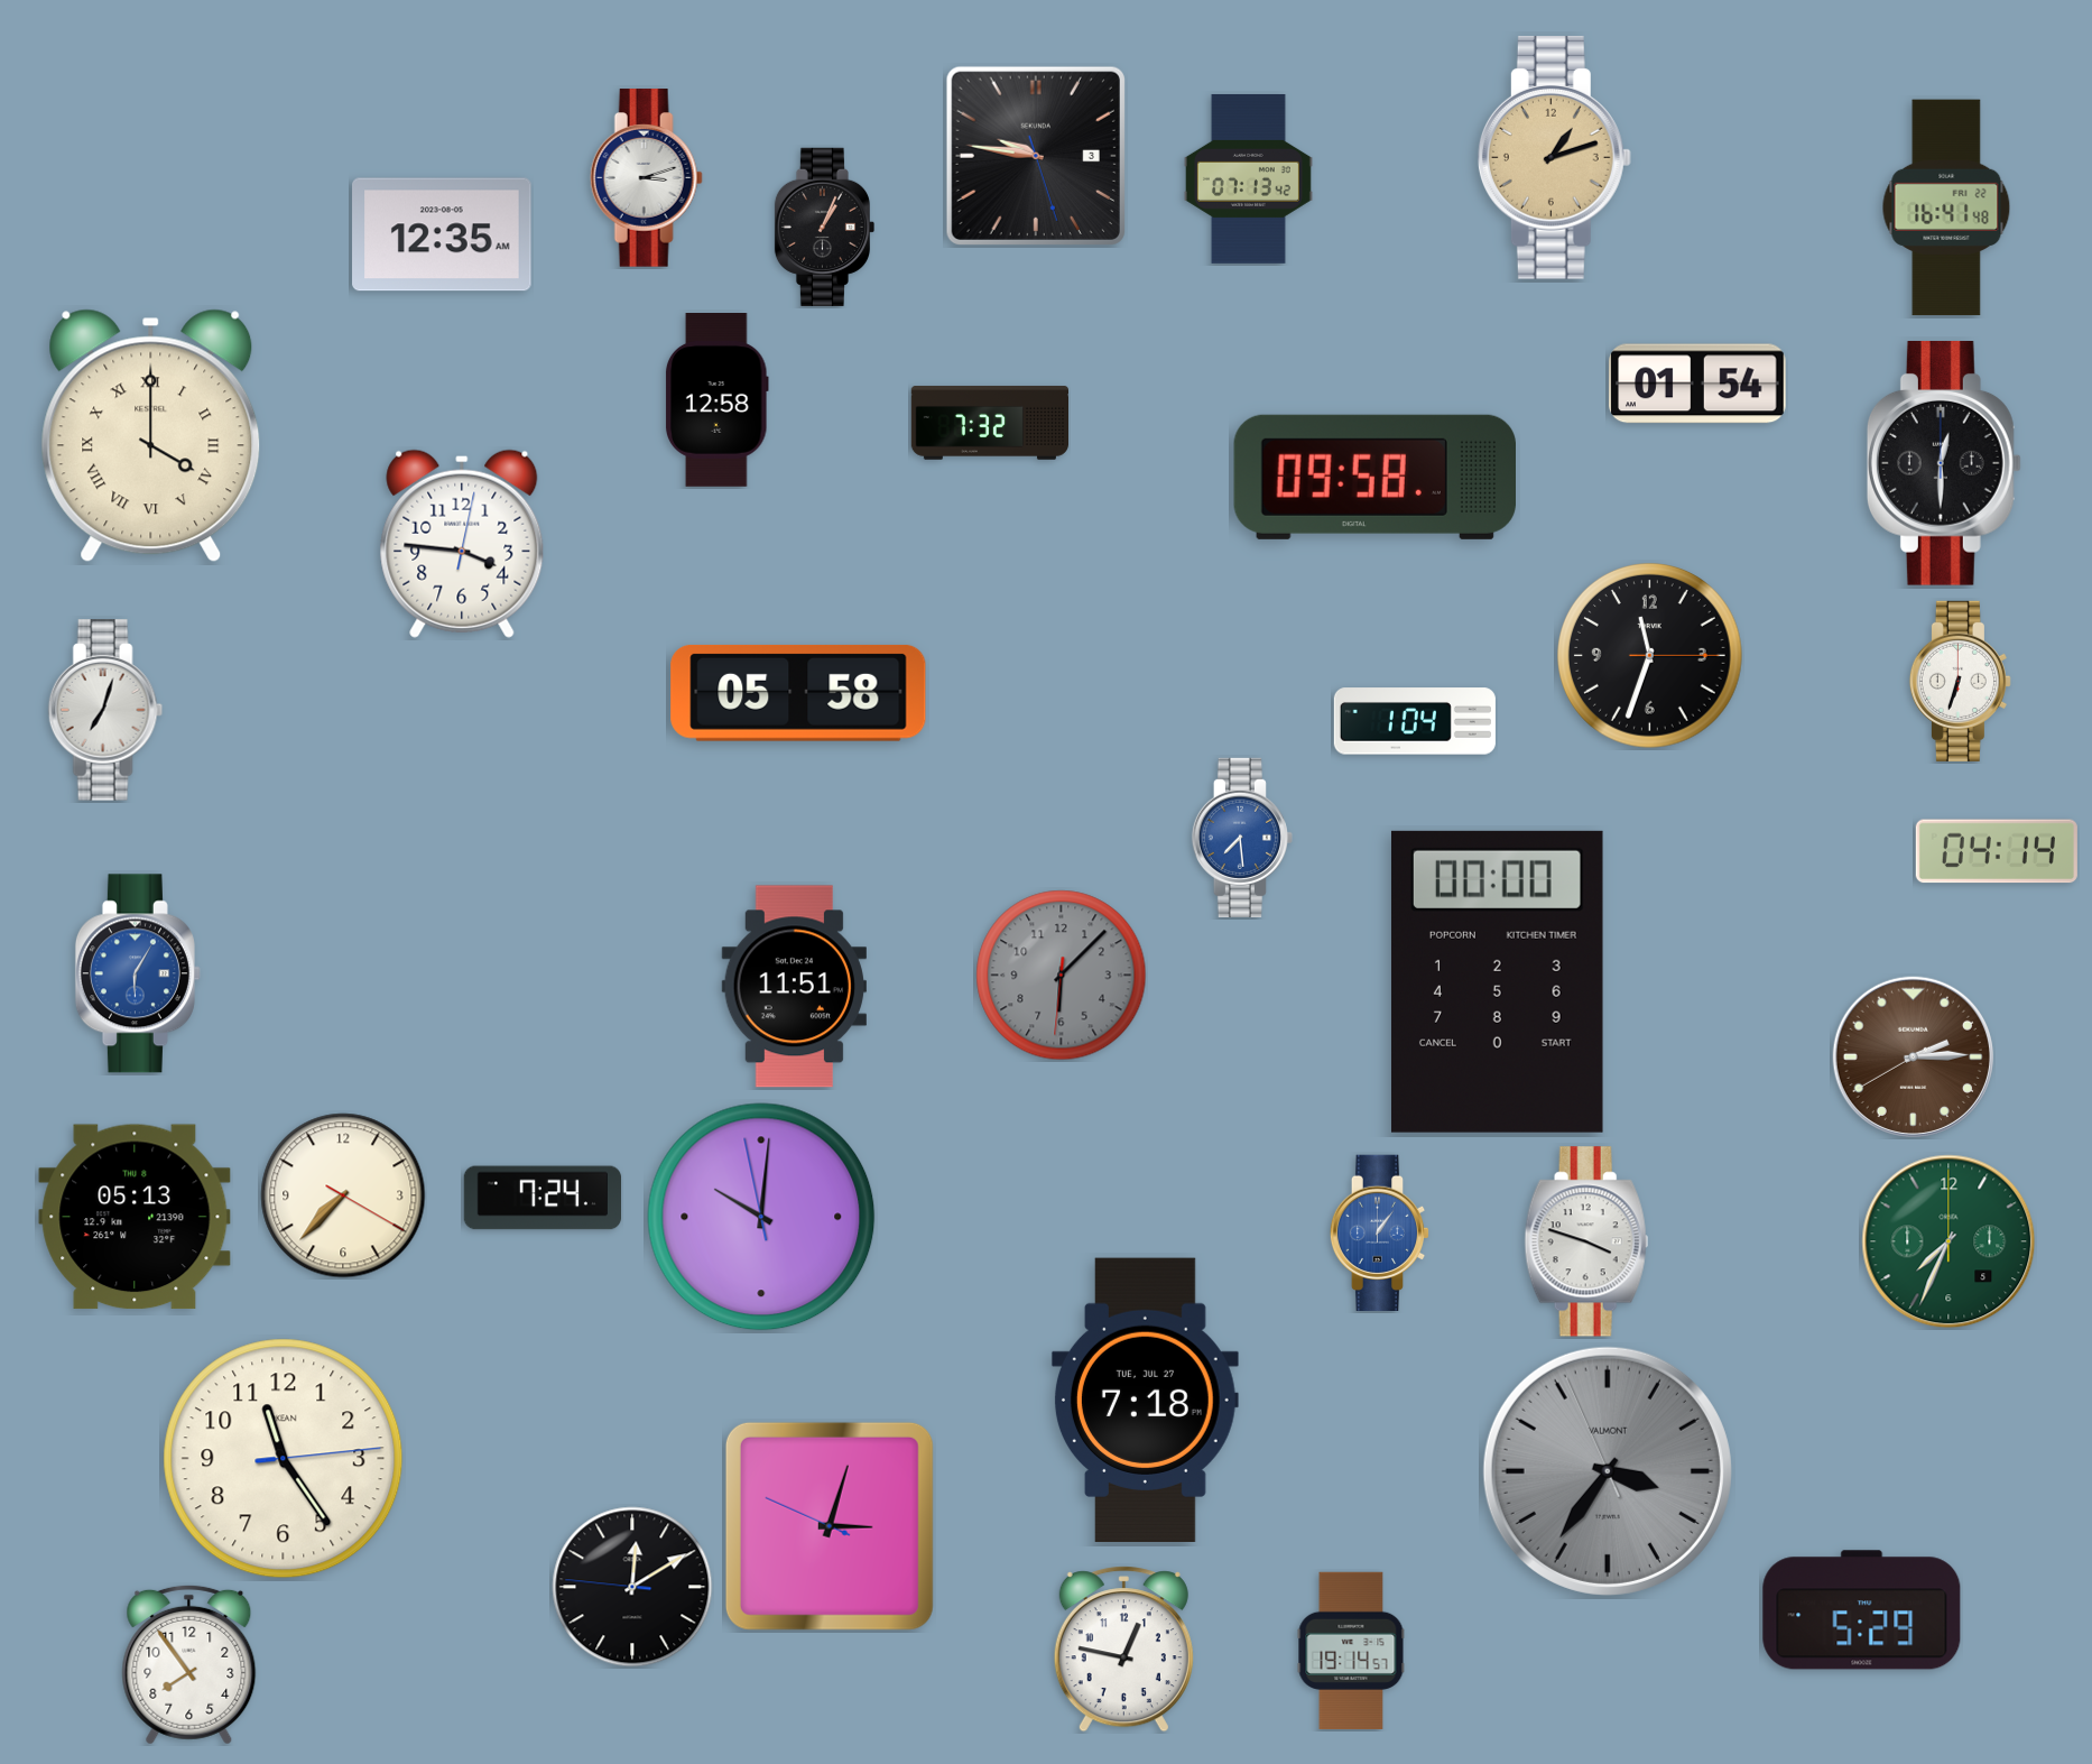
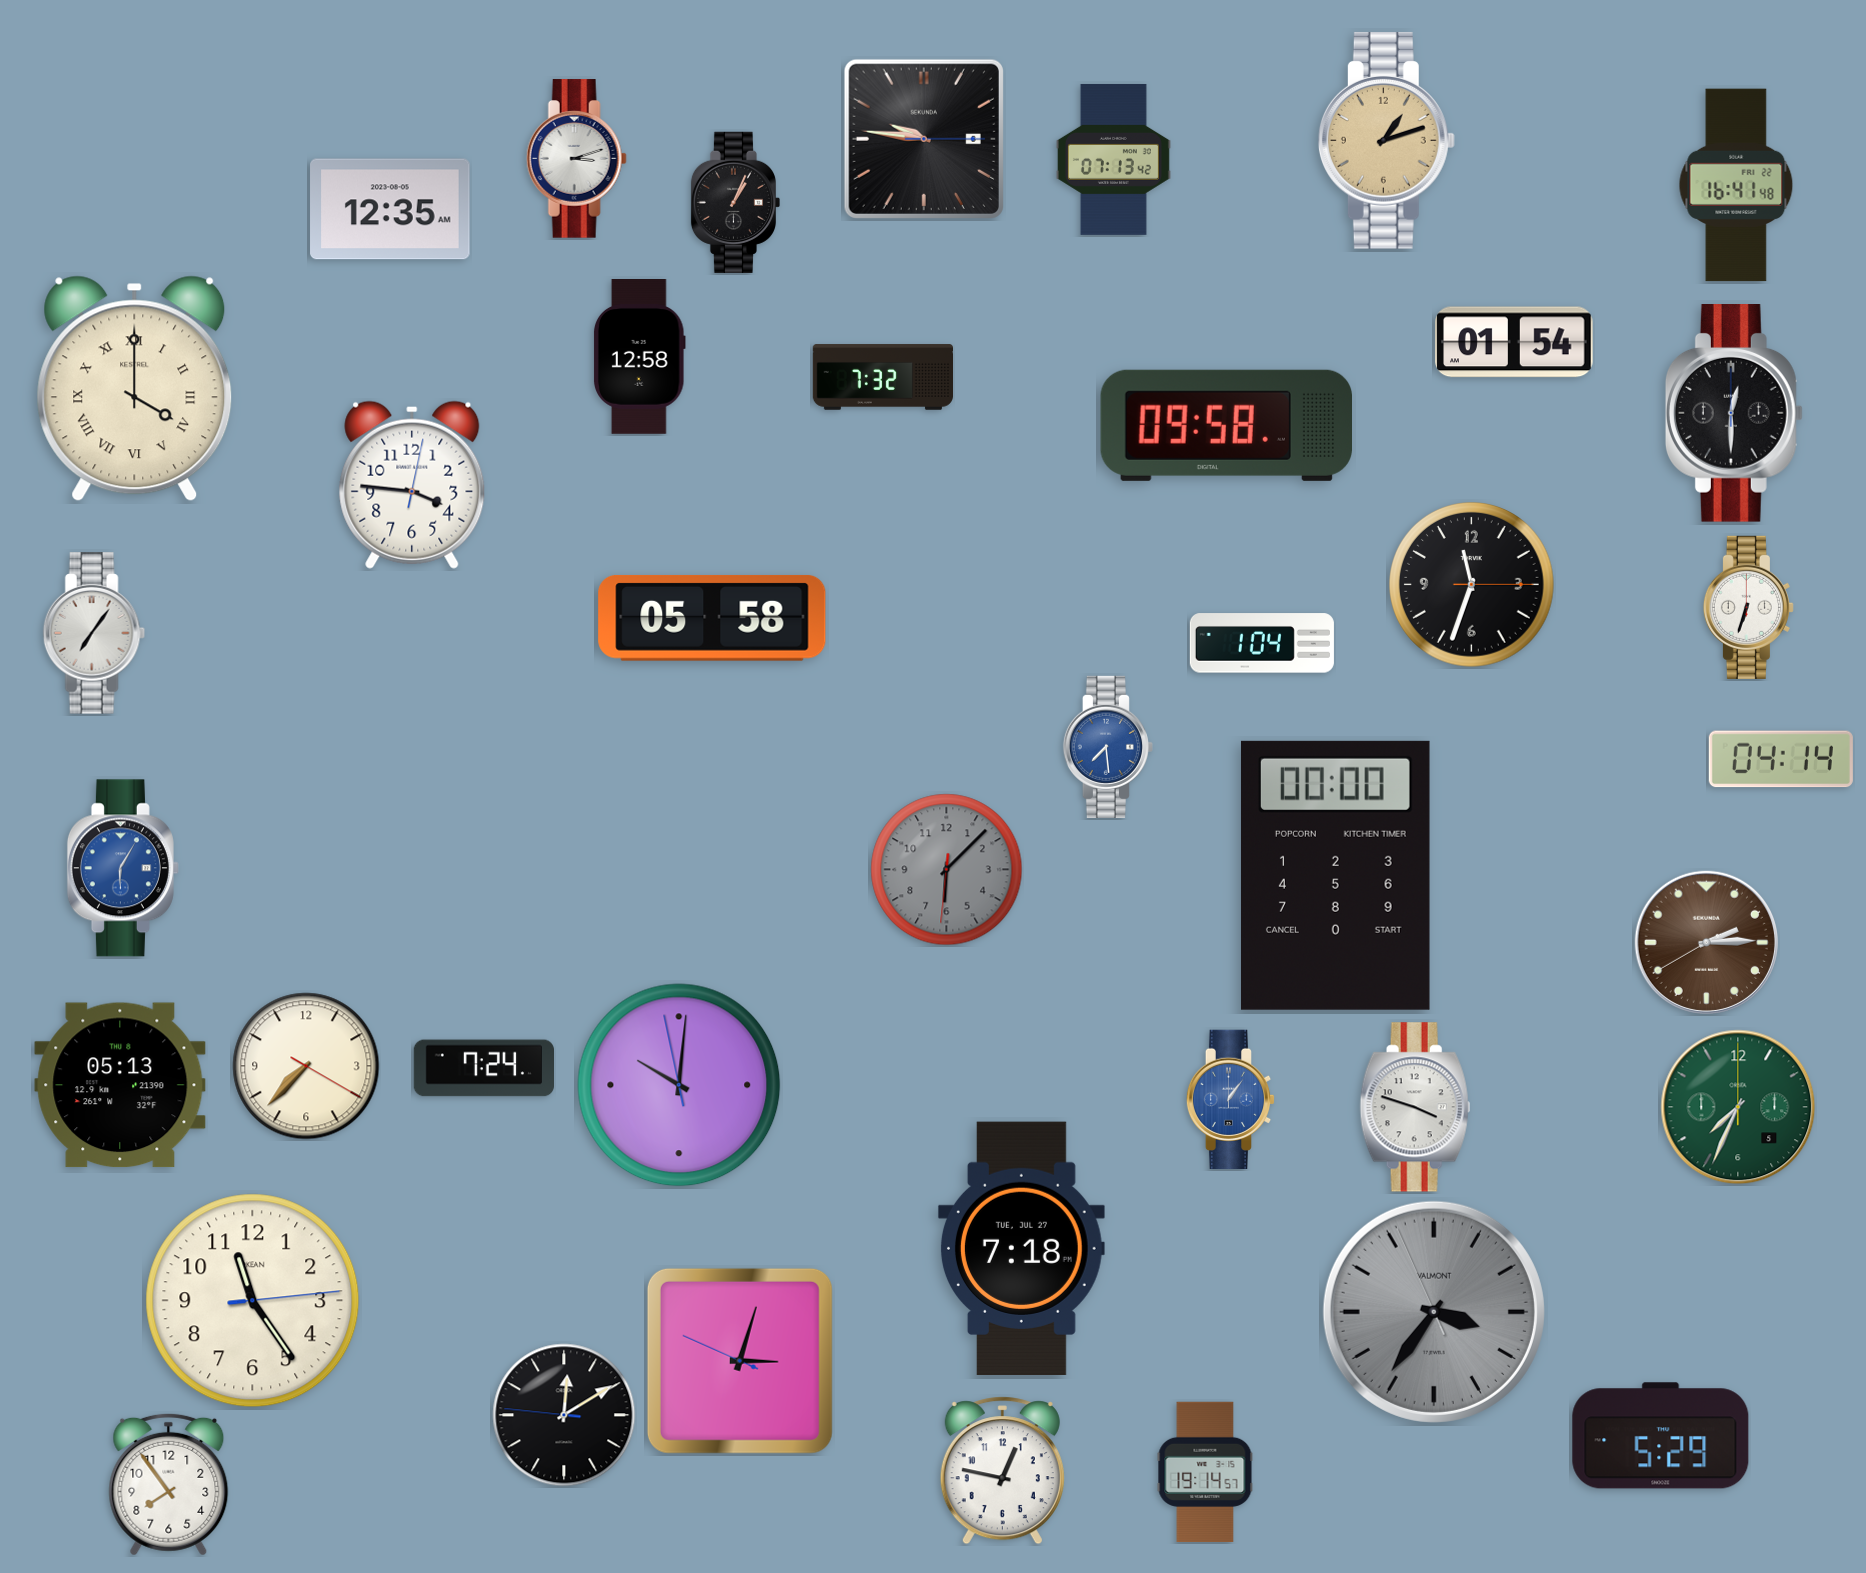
clock at (1036, 156): 9:46:27 -> 9:46:15
clock at (442, 234) position: (442, 234) -> (390, 209)
clock at (105, 710): 7:03 -> 7:06
clock at (794, 987): 11:51 -> none
